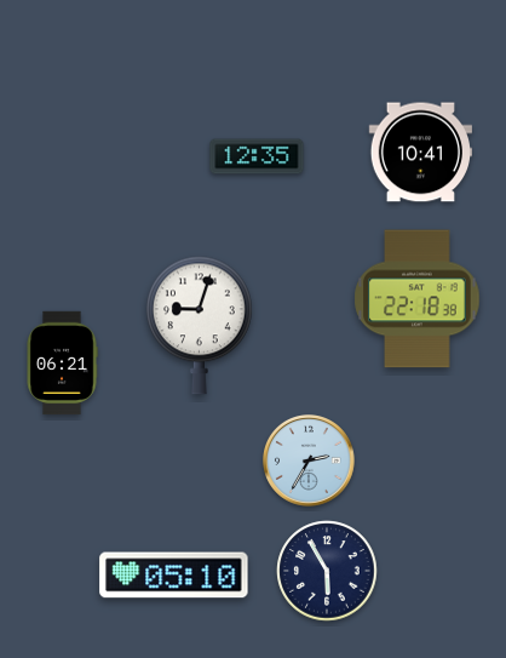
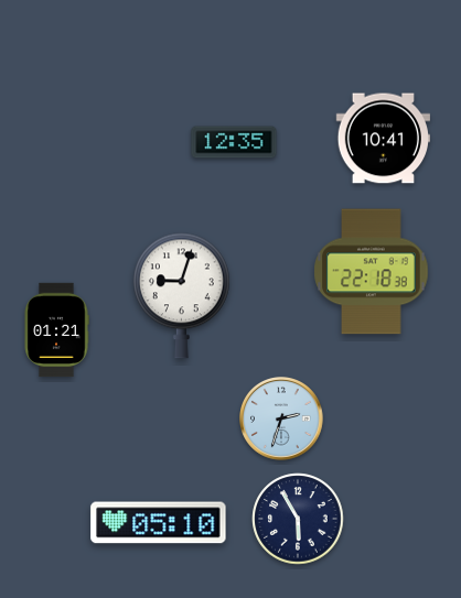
clock at (418, 299) position: (418, 299) -> (372, 272)
clock at (62, 364): 06:21 -> 01:21
clock at (310, 462): 2:35 -> 2:33
